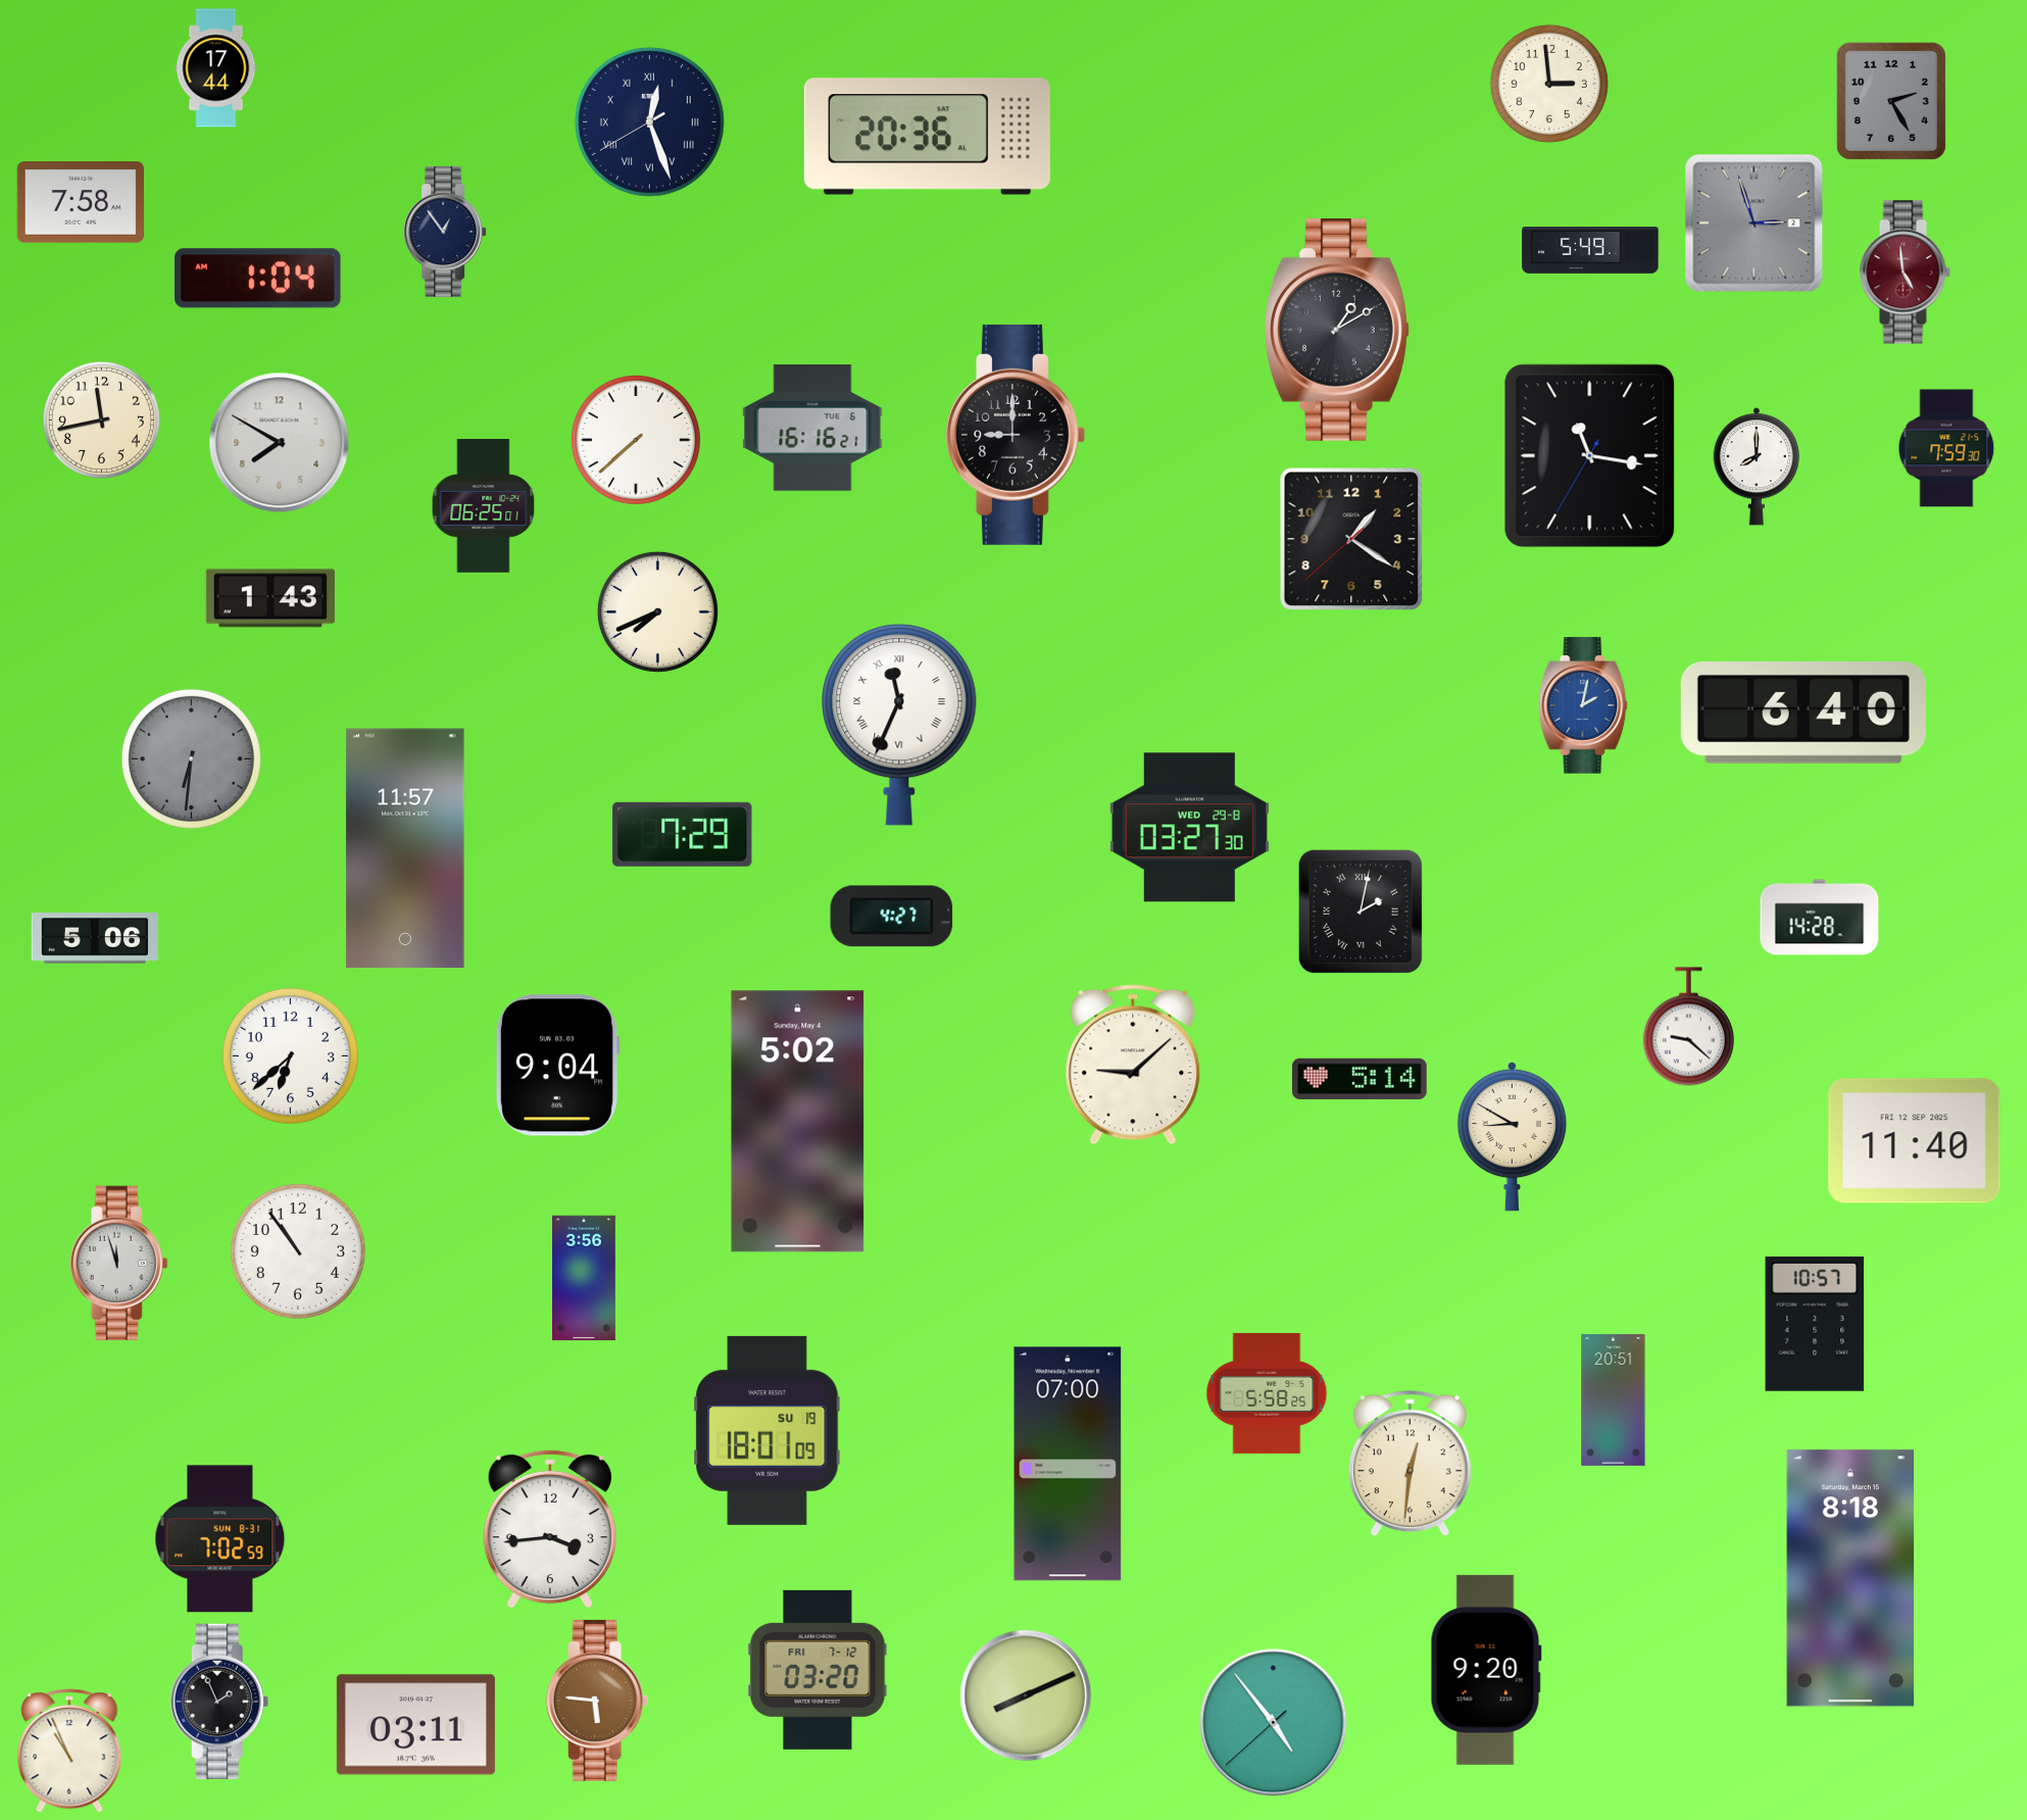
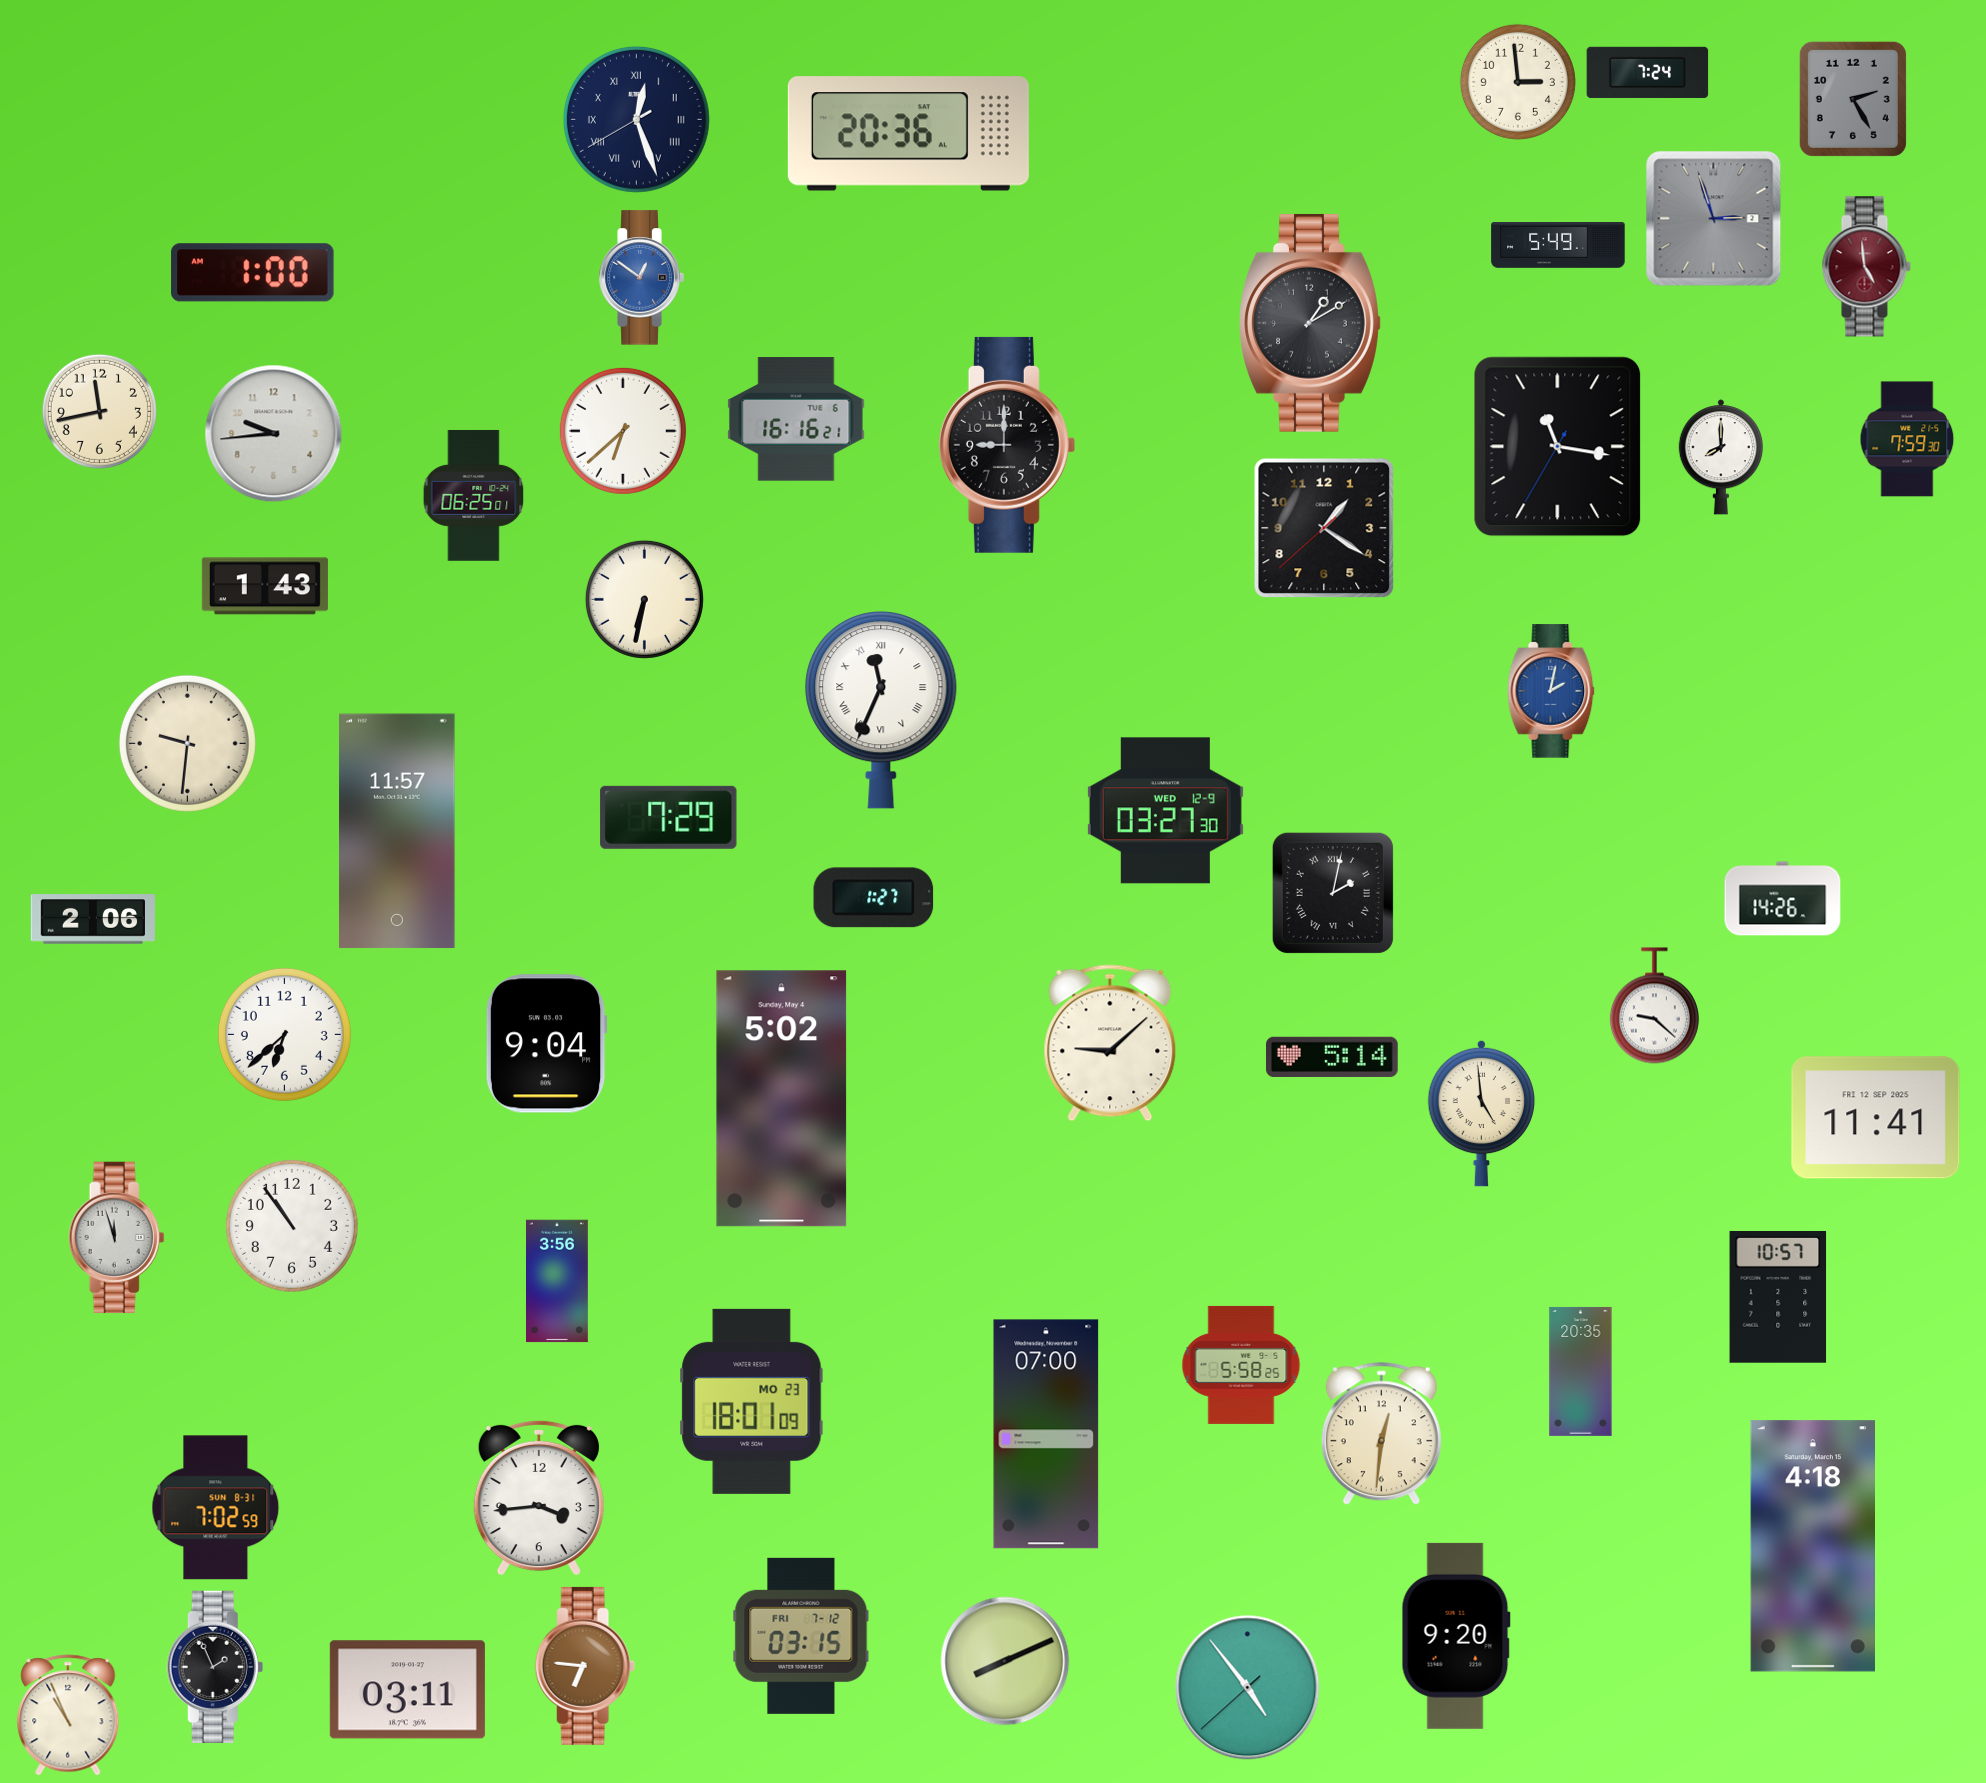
clock at (216, 68): 17:44 -> none
clock at (1648, 72): none -> 7:24
clock at (81, 202): 7:58 -> none
clock at (1754, 224) position: (1754, 224) -> (1714, 219)
clock at (445, 232): 12:54 -> none
clock at (258, 279): 1:04 -> 1:00
clock at (641, 278): none -> 12:51
clock at (1016, 435) position: (1016, 435) -> (1007, 445)
clock at (636, 440): 7:38 -> 6:38
clock at (280, 443): 7:50 -> 9:44
clock at (657, 611): 7:41 -> 6:32
clock at (1803, 712): 6:40 -> none
clock at (191, 758): 6:31 -> 9:31
clock at (191, 758) dial: grey -> cream
clock at (1189, 828) date: WED 29-8 -> WED 12-9
clock at (892, 917): 4:27 -> 1:27
clock at (1820, 918): 14:28 -> 14:26
clock at (94, 938): 5:06 -> 2:06
clock at (1513, 1136): 8:50 -> 4:59
clock at (1915, 1141): 11:40 -> 11:41
clock at (585, 1278) position: (585, 1278) -> (558, 1281)
clock at (1614, 1399): 20:51 -> 20:35
clock at (768, 1430) date: SU 19 -> MO 23
clock at (1849, 1578): 8:18 -> 4:18
clock at (818, 1670): 03:20 -> 03:15
clock at (597, 1701): 5:46 -> 6:46
